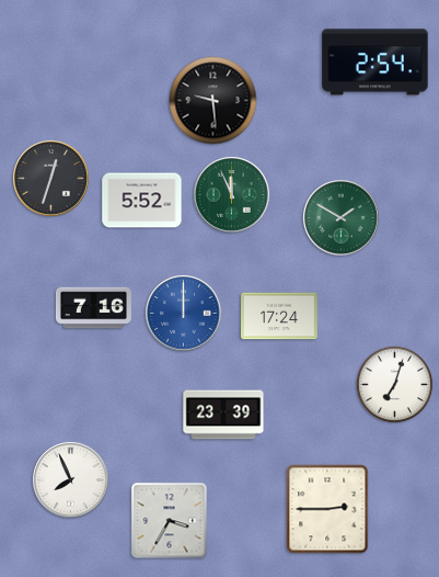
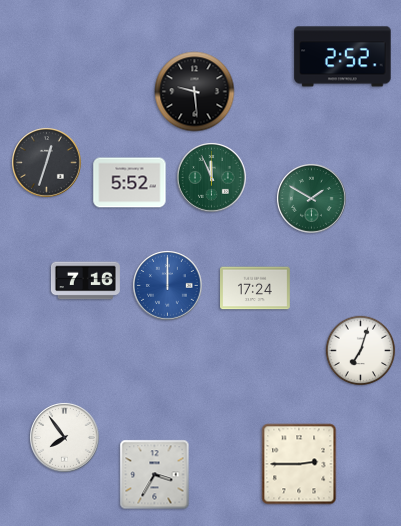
clock at (376, 63): 2:54 -> 2:52
clock at (223, 415): 23:39 -> none
clock at (71, 480): 7:56 -> 7:54
